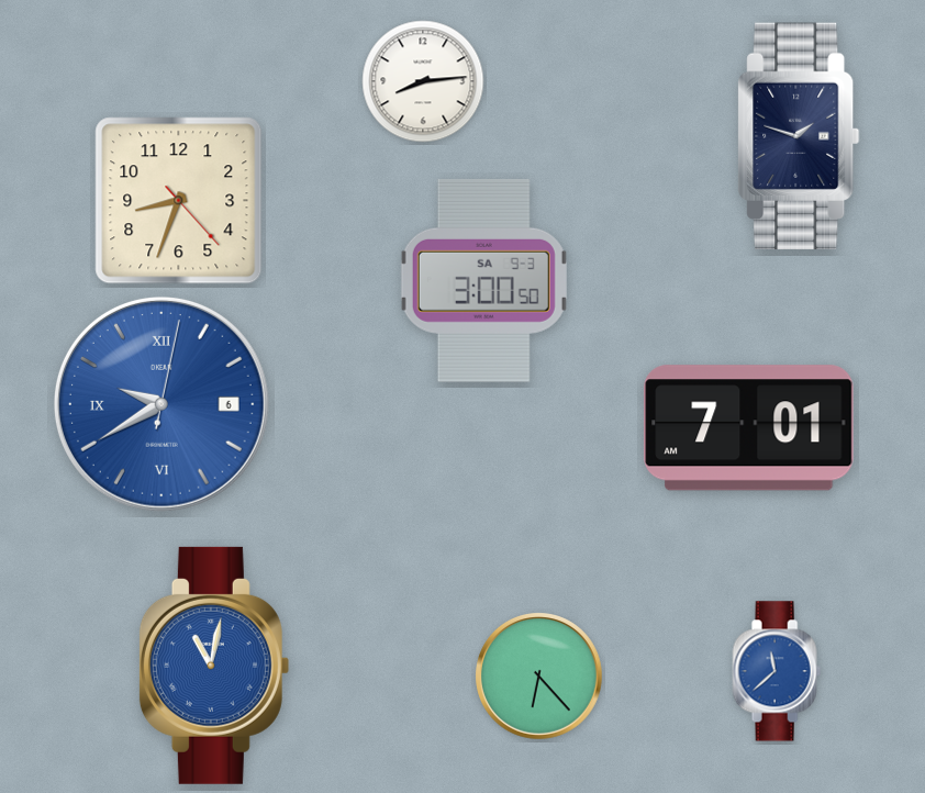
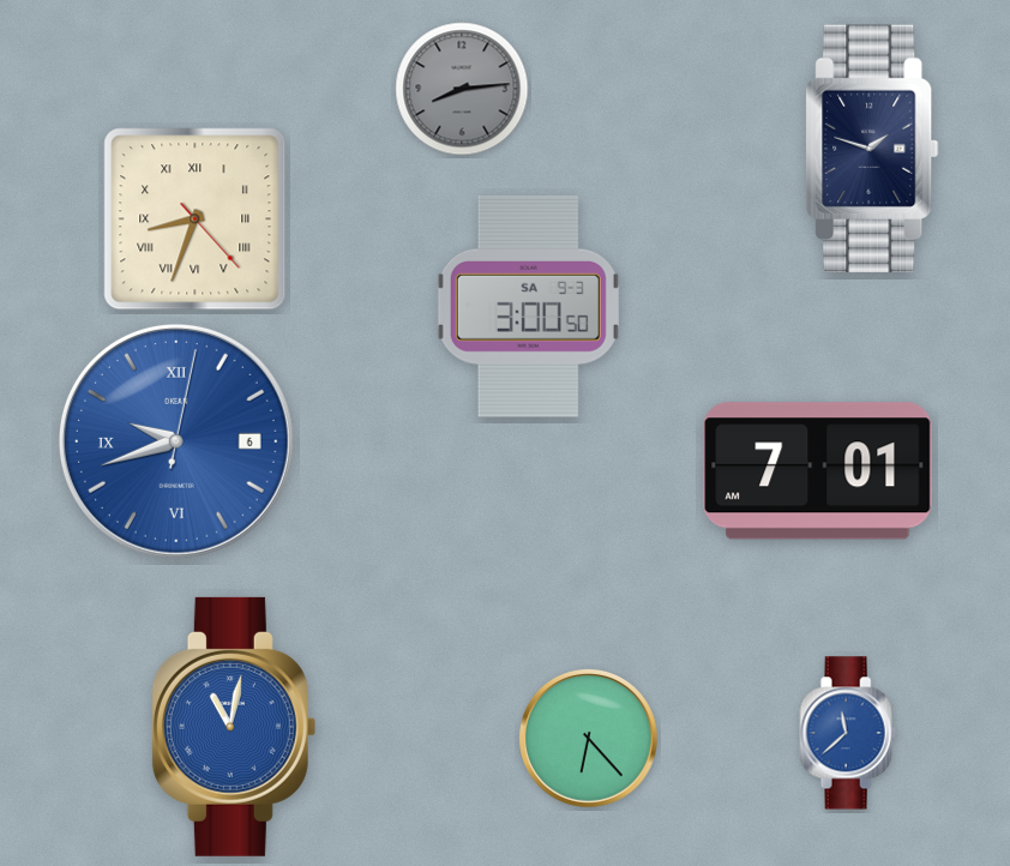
clock at (423, 81) dial: white -> grey
clock at (179, 201) numerals: Arabic -> Roman
clock at (161, 404): 9:40 -> 9:42
clock at (749, 428) position: (749, 428) -> (818, 471)
